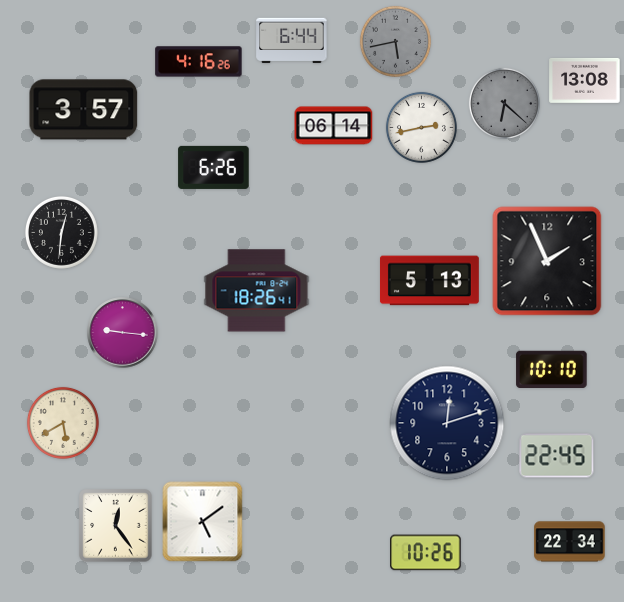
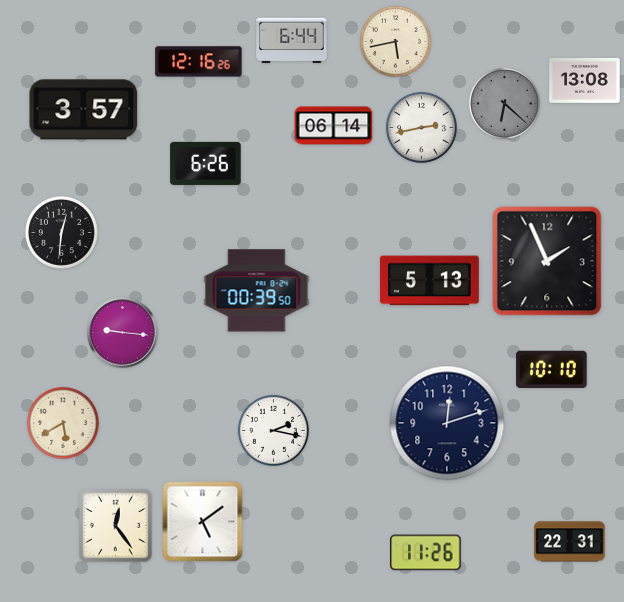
clock at (395, 41) dial: grey -> cream
clock at (199, 62): 4:16 -> 12:16
clock at (214, 167) position: (214, 167) -> (206, 163)
clock at (257, 291): 18:26 -> 00:39
clock at (273, 430): none -> 2:17
clock at (557, 456): 22:45 -> none
clock at (570, 542): 22:34 -> 22:31
clock at (426, 553): 10:26 -> 11:26
